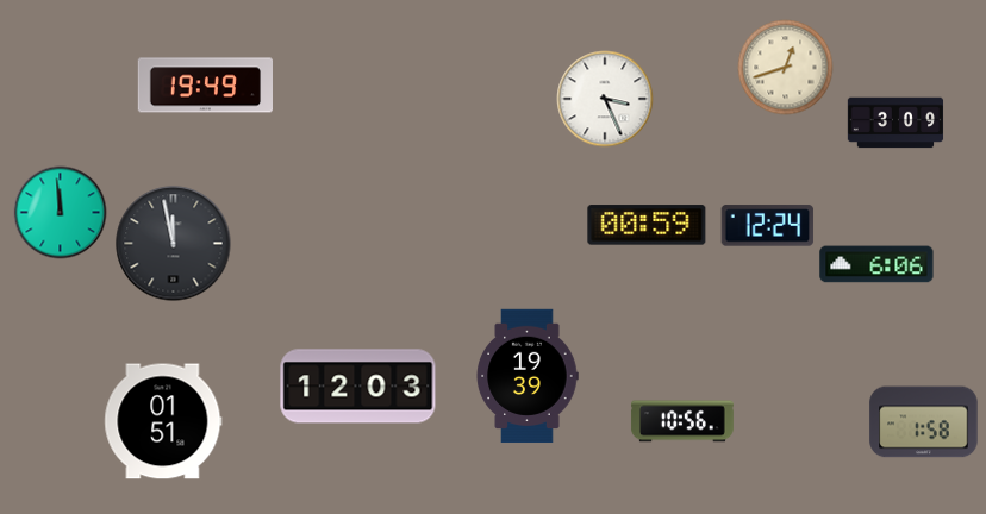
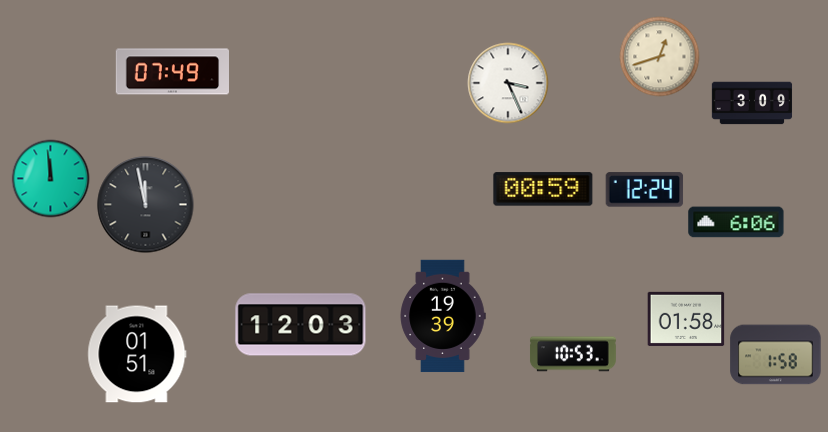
clock at (205, 86): 19:49 -> 07:49
clock at (686, 319): none -> 01:58
clock at (682, 421): 10:56 -> 10:53
